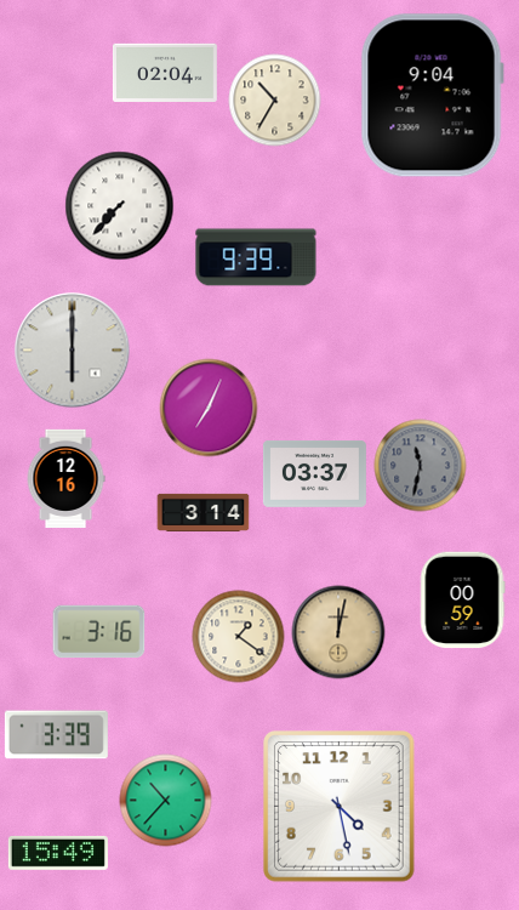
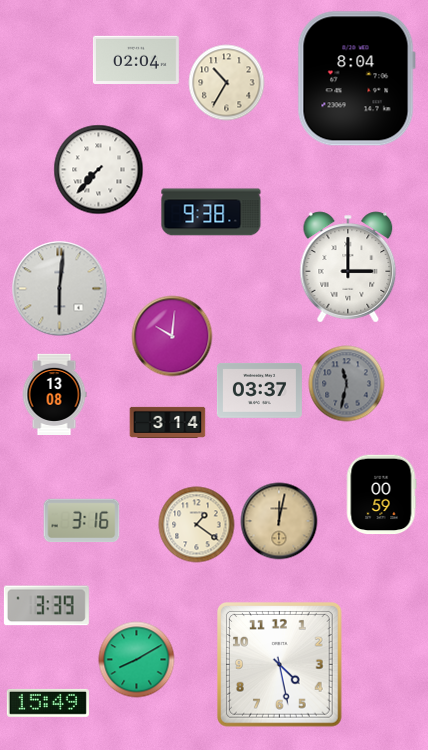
clock at (432, 96): 9:04 -> 8:04
clock at (256, 257): 9:39 -> 9:38
clock at (348, 267): none -> 3:00
clock at (73, 351): 6:00 -> 6:01
clock at (209, 408): 7:04 -> 10:01
clock at (65, 478): 12:16 -> 13:08
clock at (166, 801): 10:37 -> 8:10
